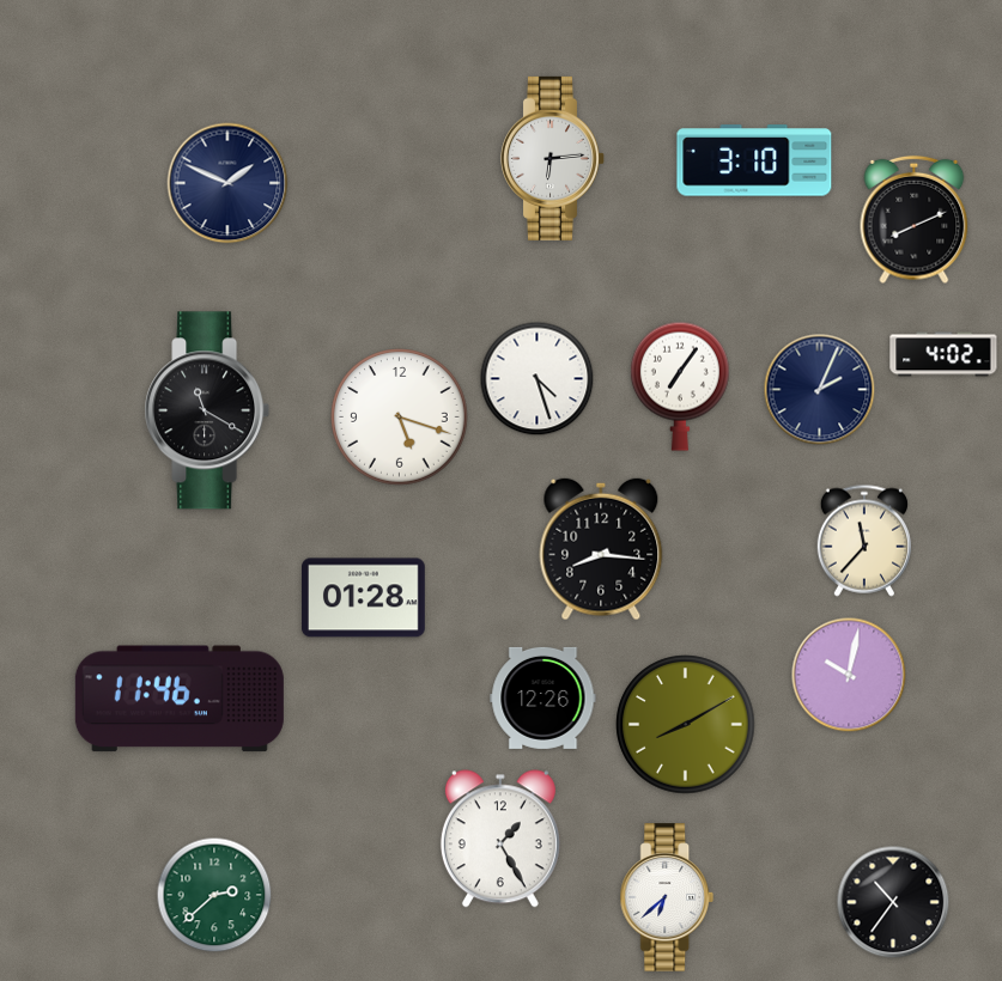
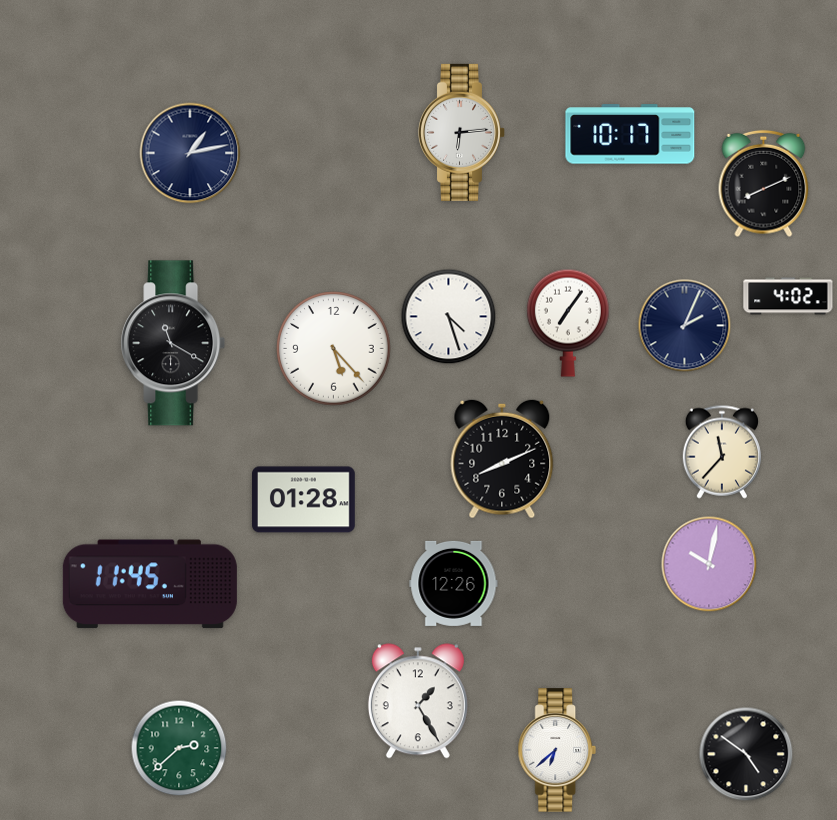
clock at (754, 160): 3:10 -> 10:17
clock at (227, 183): 1:49 -> 1:13
clock at (400, 418): 5:18 -> 5:23
clock at (601, 549): 8:16 -> 8:11
clock at (180, 699): 11:46 -> 11:45
clock at (686, 725): 8:10 -> none
clock at (893, 902): 10:36 -> 4:51
